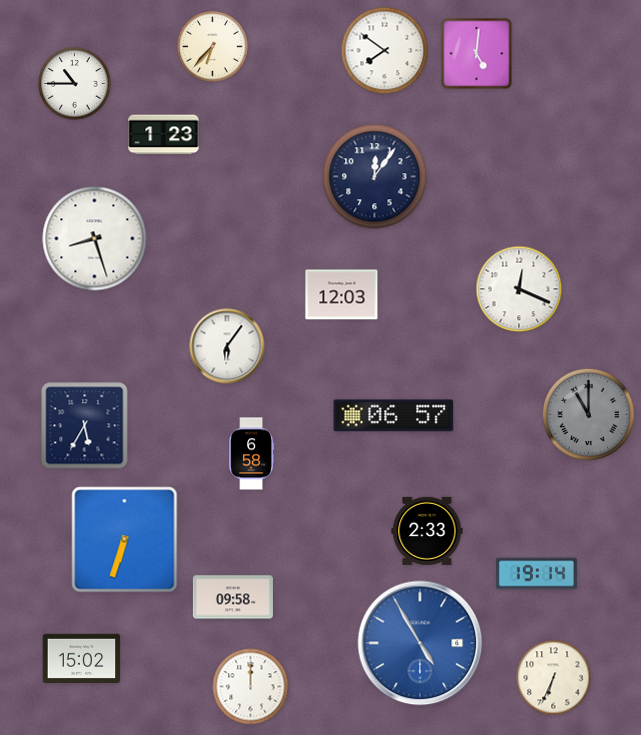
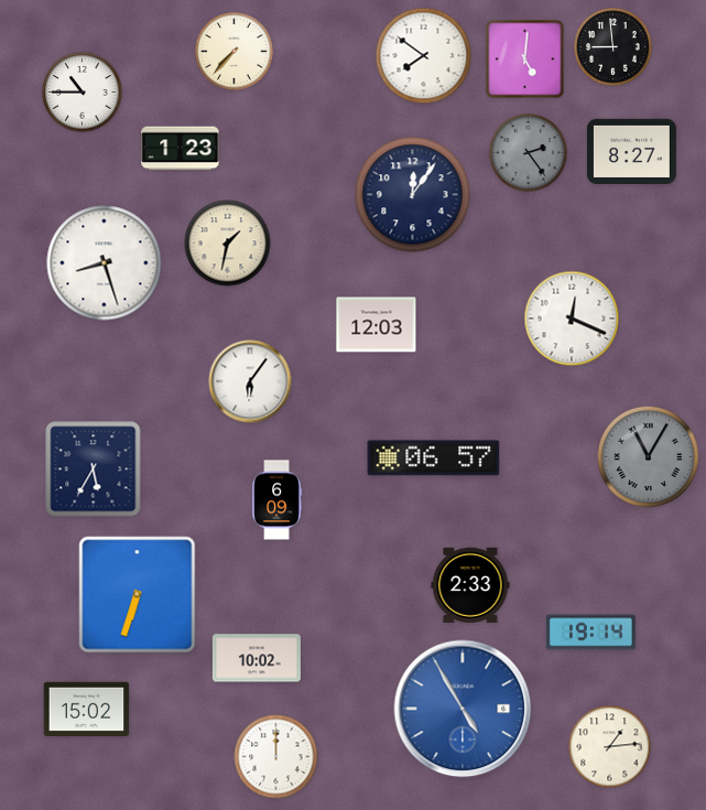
clock at (613, 47): none -> 8:59
clock at (213, 47): 6:37 -> 7:37
clock at (631, 151): none -> 8:27
clock at (529, 153): none -> 2:24
clock at (228, 244): none -> 1:32
clock at (588, 414): 11:00 -> 11:05
clock at (252, 454): 6:58 -> 6:09
clock at (233, 597): 09:58 -> 10:02
clock at (82, 658) position: (82, 658) -> (87, 709)
clock at (554, 678): 6:34 -> 1:14
